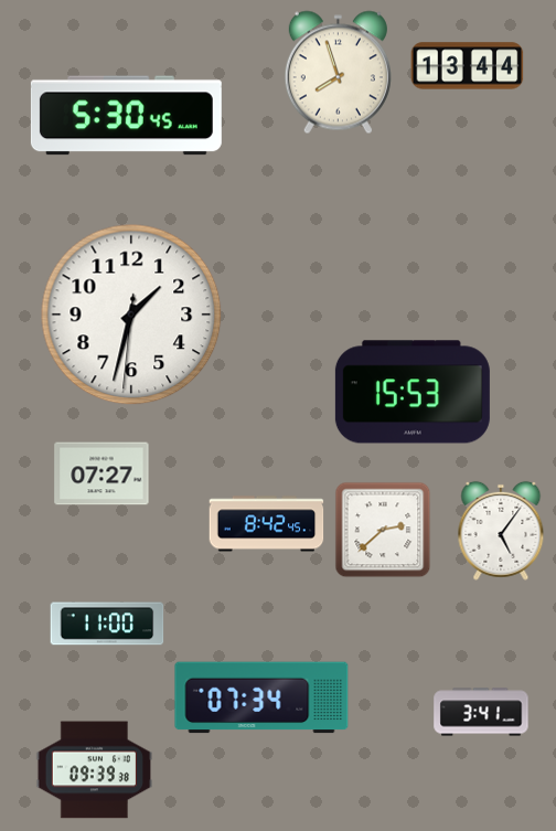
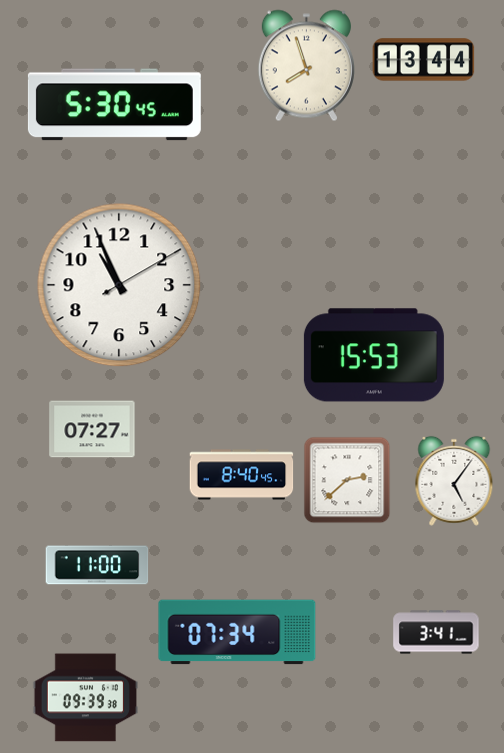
clock at (131, 315): 1:32 -> 10:56
clock at (267, 524): 8:42 -> 8:40
clock at (481, 712) position: (481, 712) -> (436, 632)
